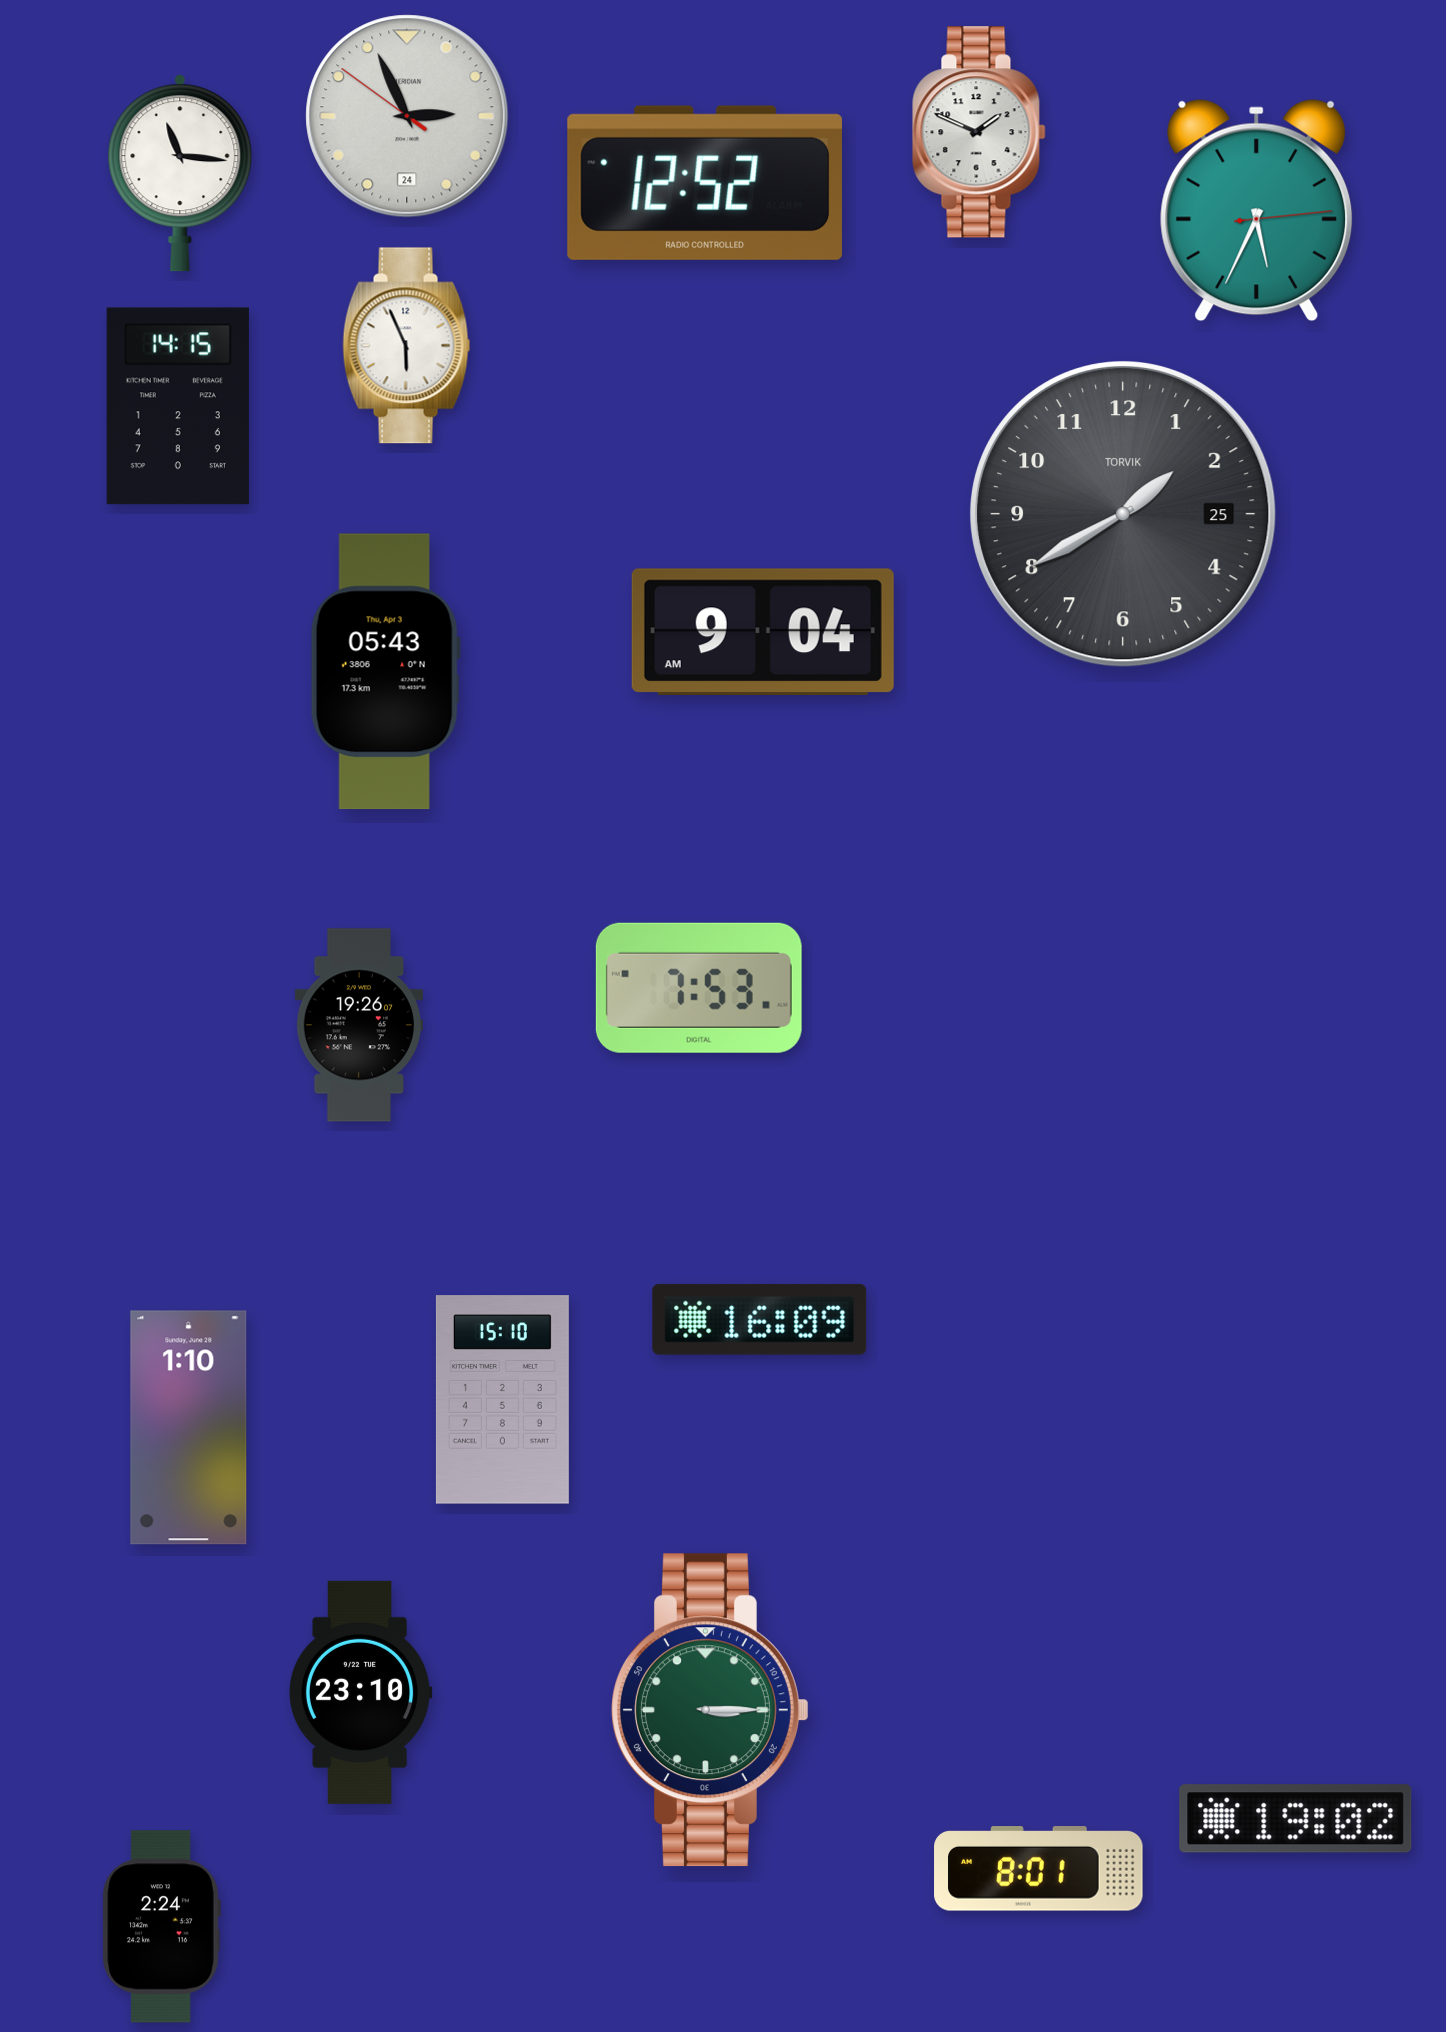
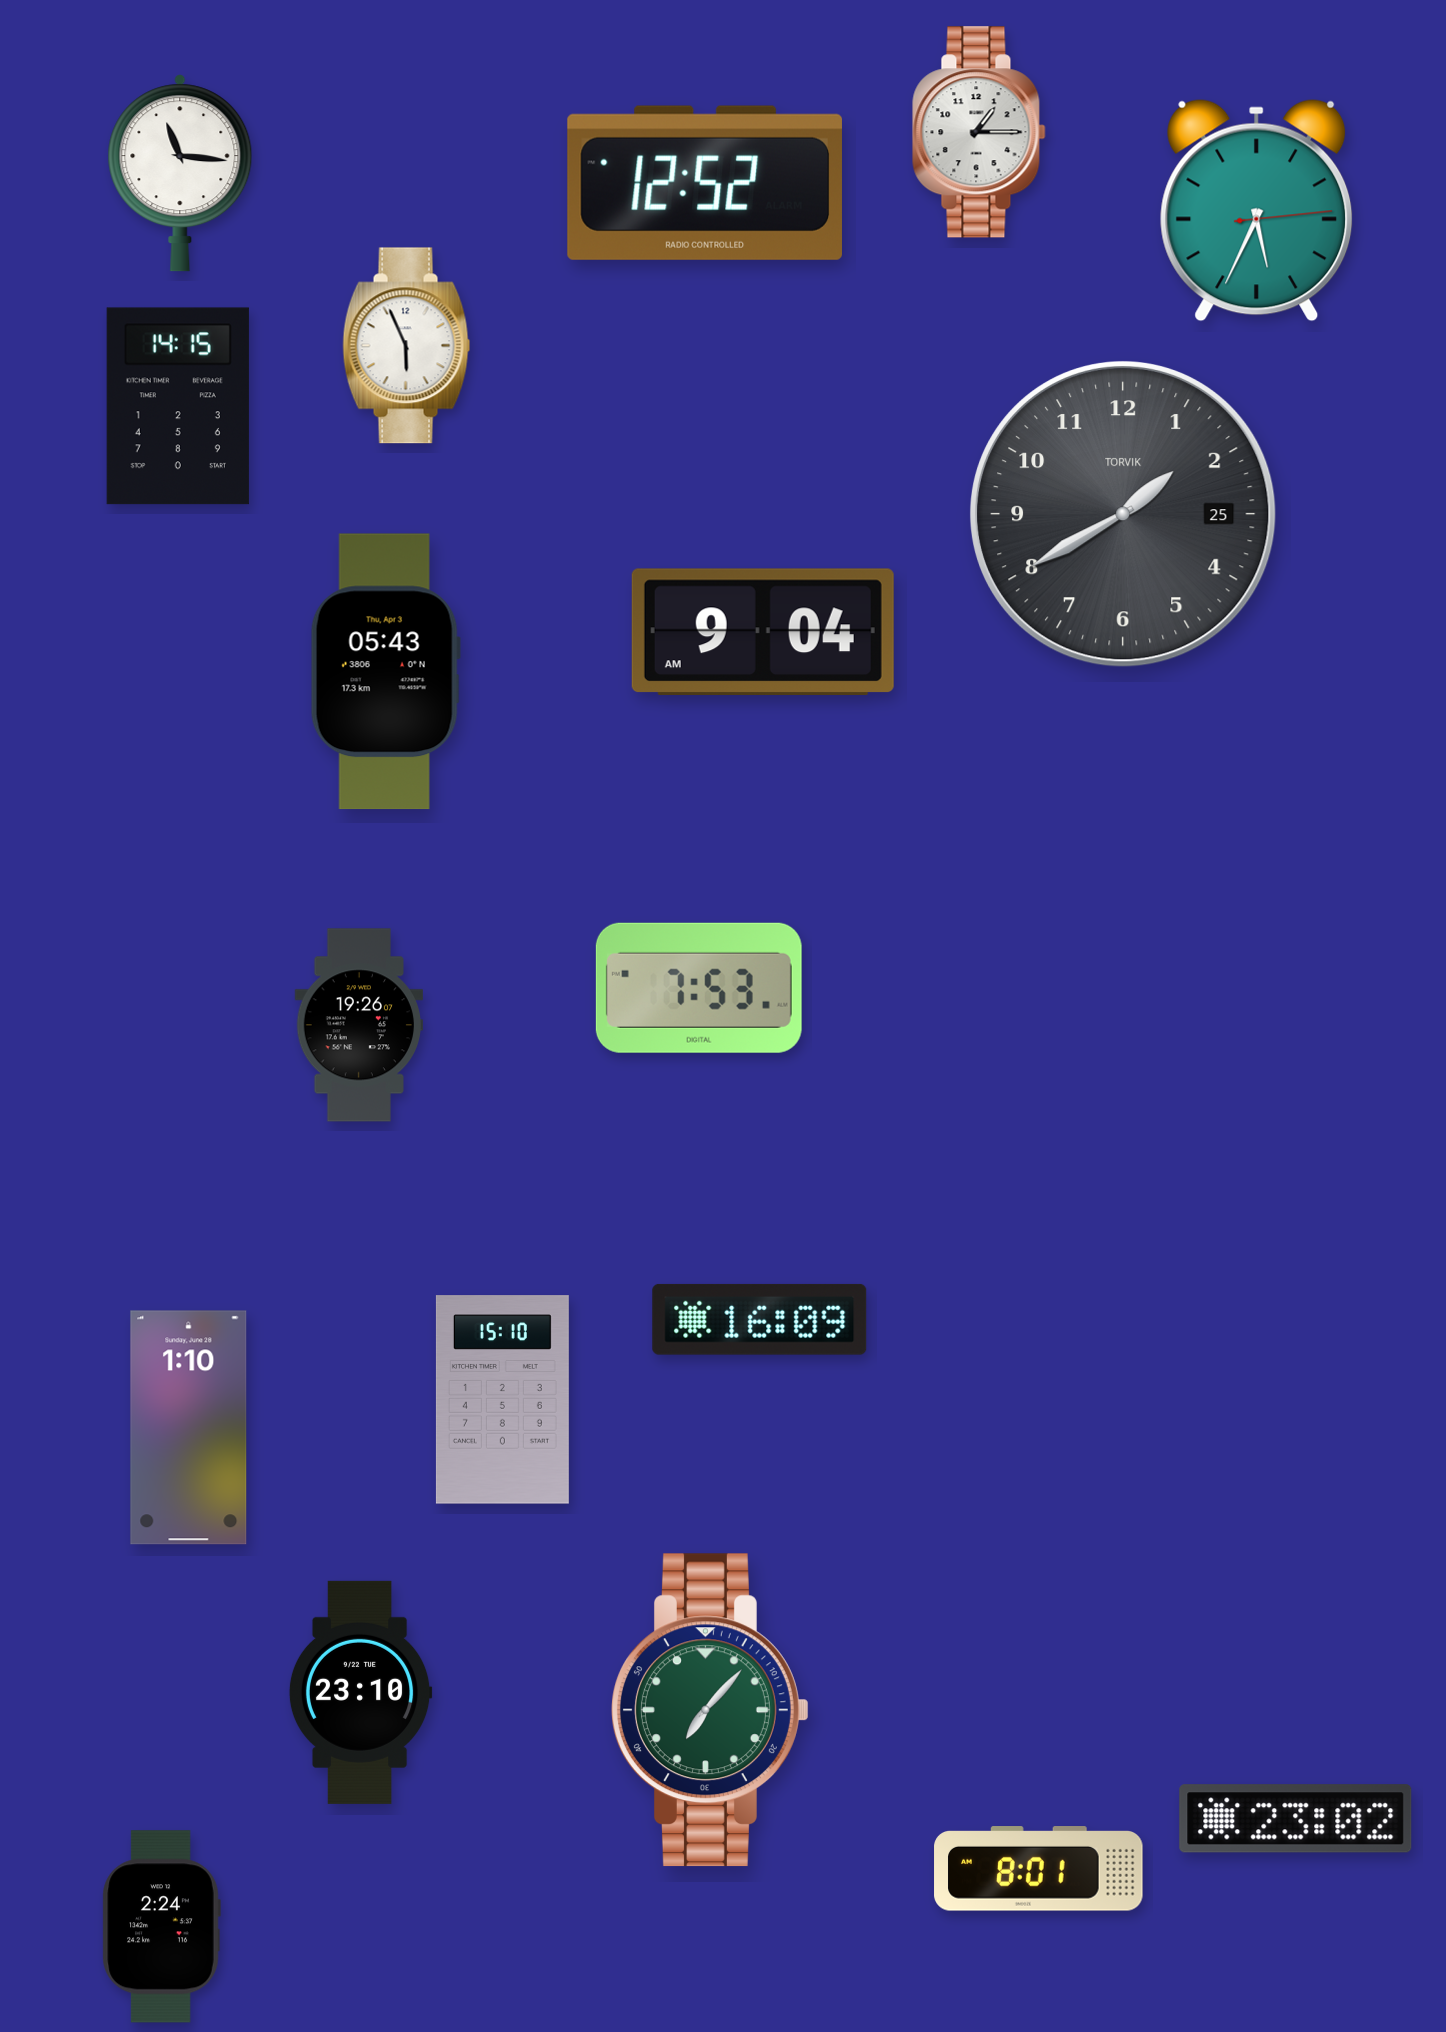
clock at (407, 116): 2:55 -> none
clock at (979, 132): 1:49 -> 1:15
clock at (711, 1710): 3:15 -> 7:07
clock at (1296, 1819): 19:02 -> 23:02
